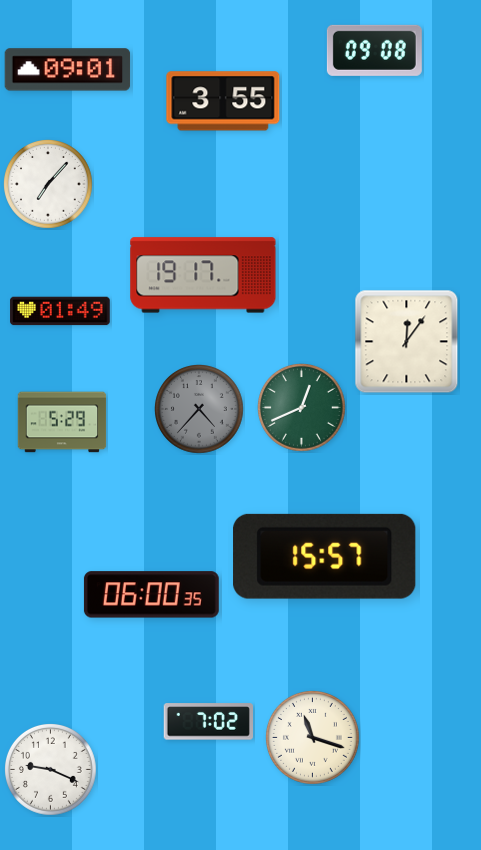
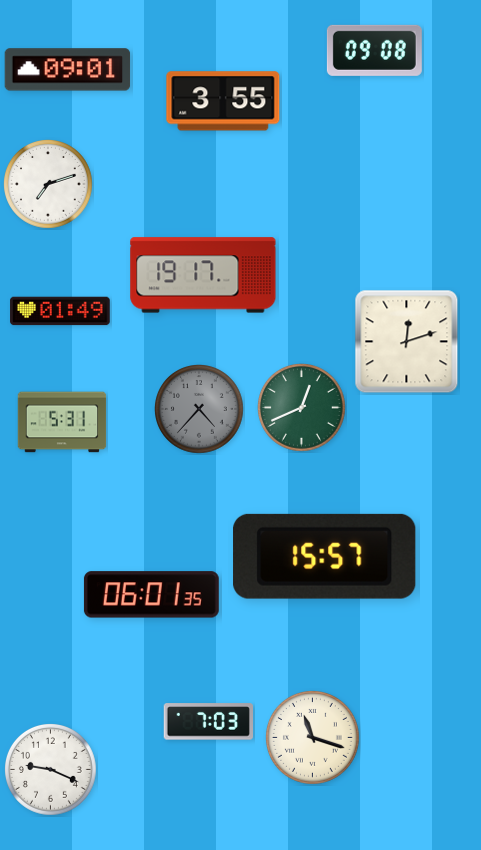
clock at (49, 185): 7:07 -> 7:12
clock at (407, 342): 12:06 -> 12:12
clock at (62, 422): 5:29 -> 5:31
clock at (151, 595): 06:00 -> 06:01
clock at (208, 722): 7:02 -> 7:03
